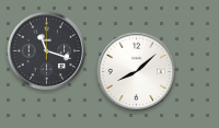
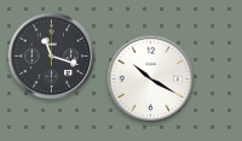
clock at (137, 72): 8:08 -> 10:20
